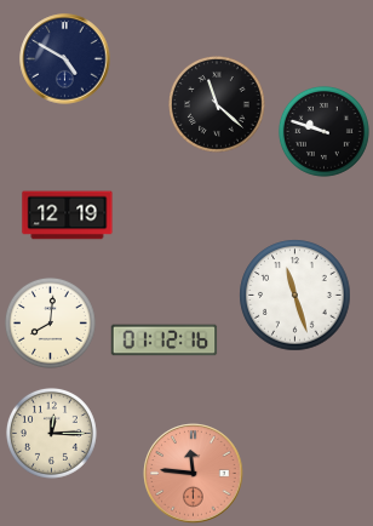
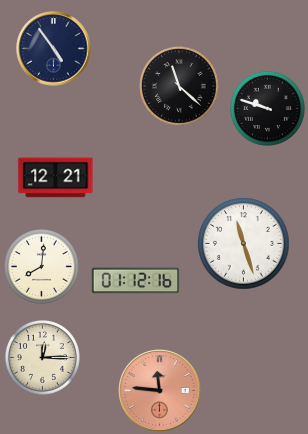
clock at (65, 59): 4:50 -> 4:54
clock at (68, 216): 12:19 -> 12:21
